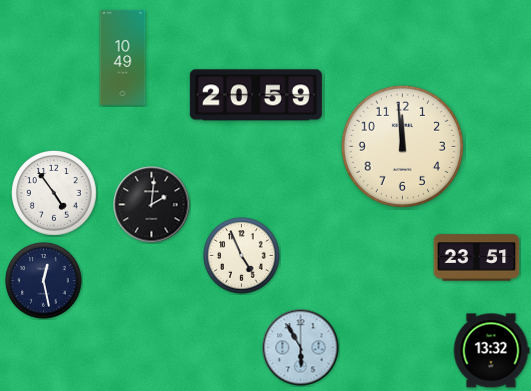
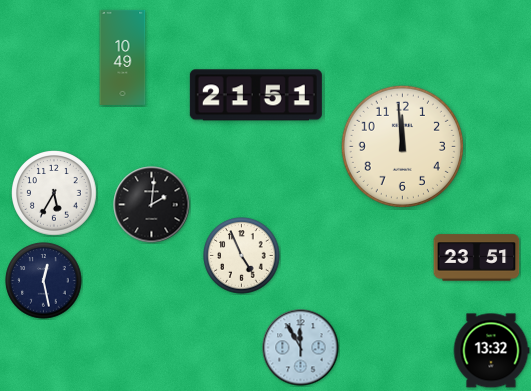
clock at (256, 95): 20:59 -> 21:51
clock at (54, 193): 4:54 -> 5:35
clock at (301, 348): 5:55 -> 11:55
